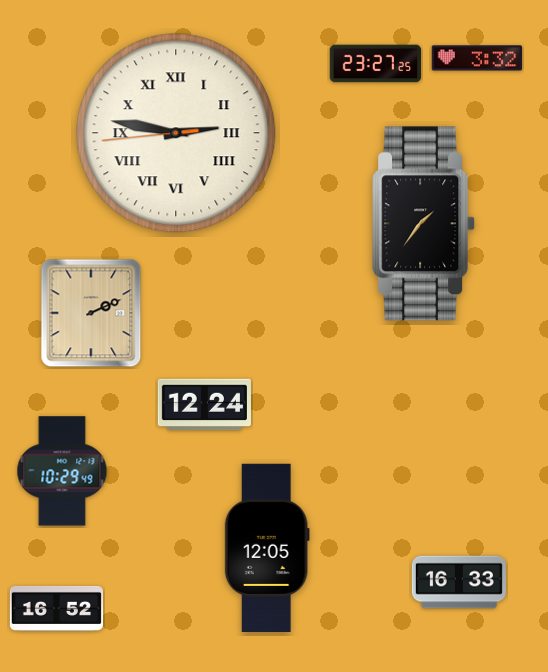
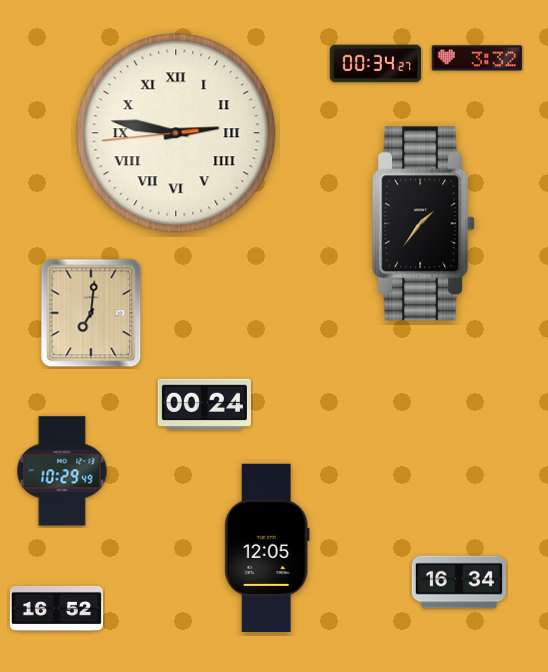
clock at (376, 64): 23:27 -> 00:34
clock at (91, 313): 2:11 -> 7:01
clock at (204, 405): 12:24 -> 00:24
clock at (459, 582): 16:33 -> 16:34
